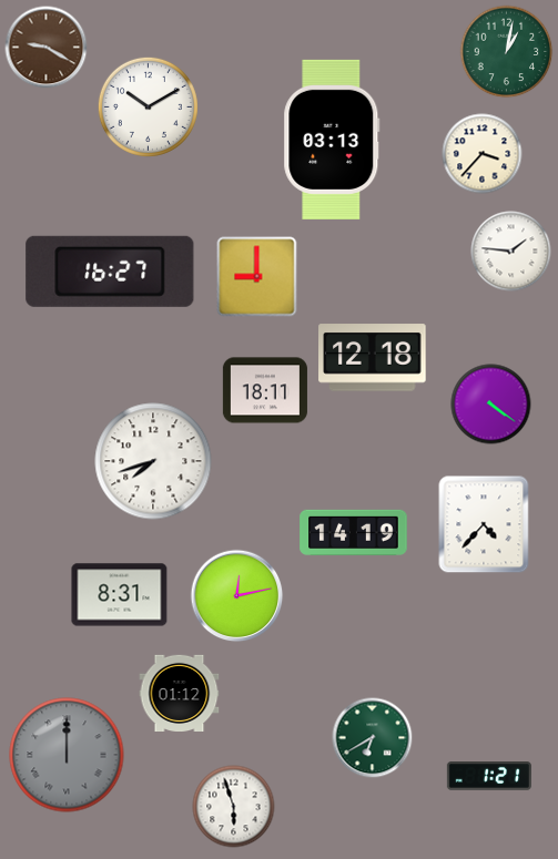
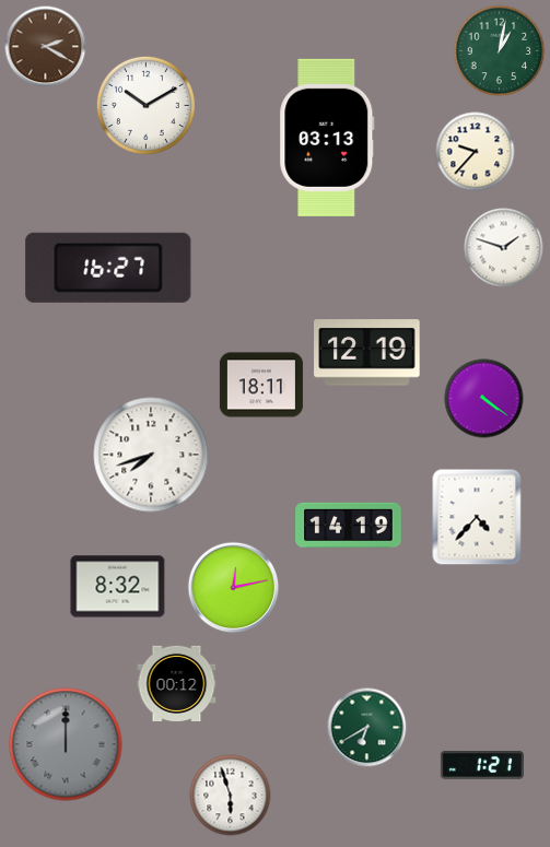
clock at (47, 48): 9:20 -> 2:20
clock at (483, 154): 3:37 -> 9:37
clock at (511, 252): 1:46 -> 1:48
clock at (257, 277): 9:00 -> none
clock at (373, 358): 12:18 -> 12:19
clock at (120, 595): 8:31 -> 8:32
clock at (180, 693): 01:12 -> 00:12
